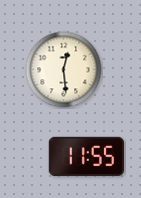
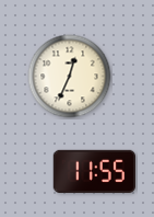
clock at (64, 70): 12:29 -> 12:34
